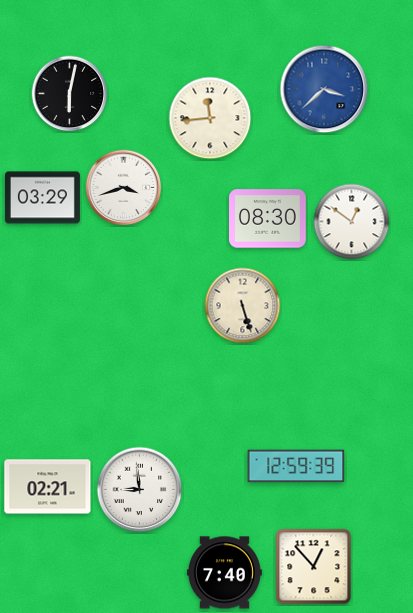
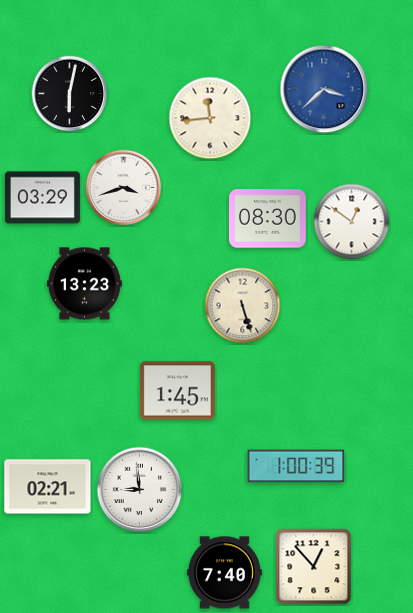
clock at (84, 284): none -> 13:23
clock at (177, 391): none -> 1:45
clock at (296, 466): 12:59 -> 1:00
